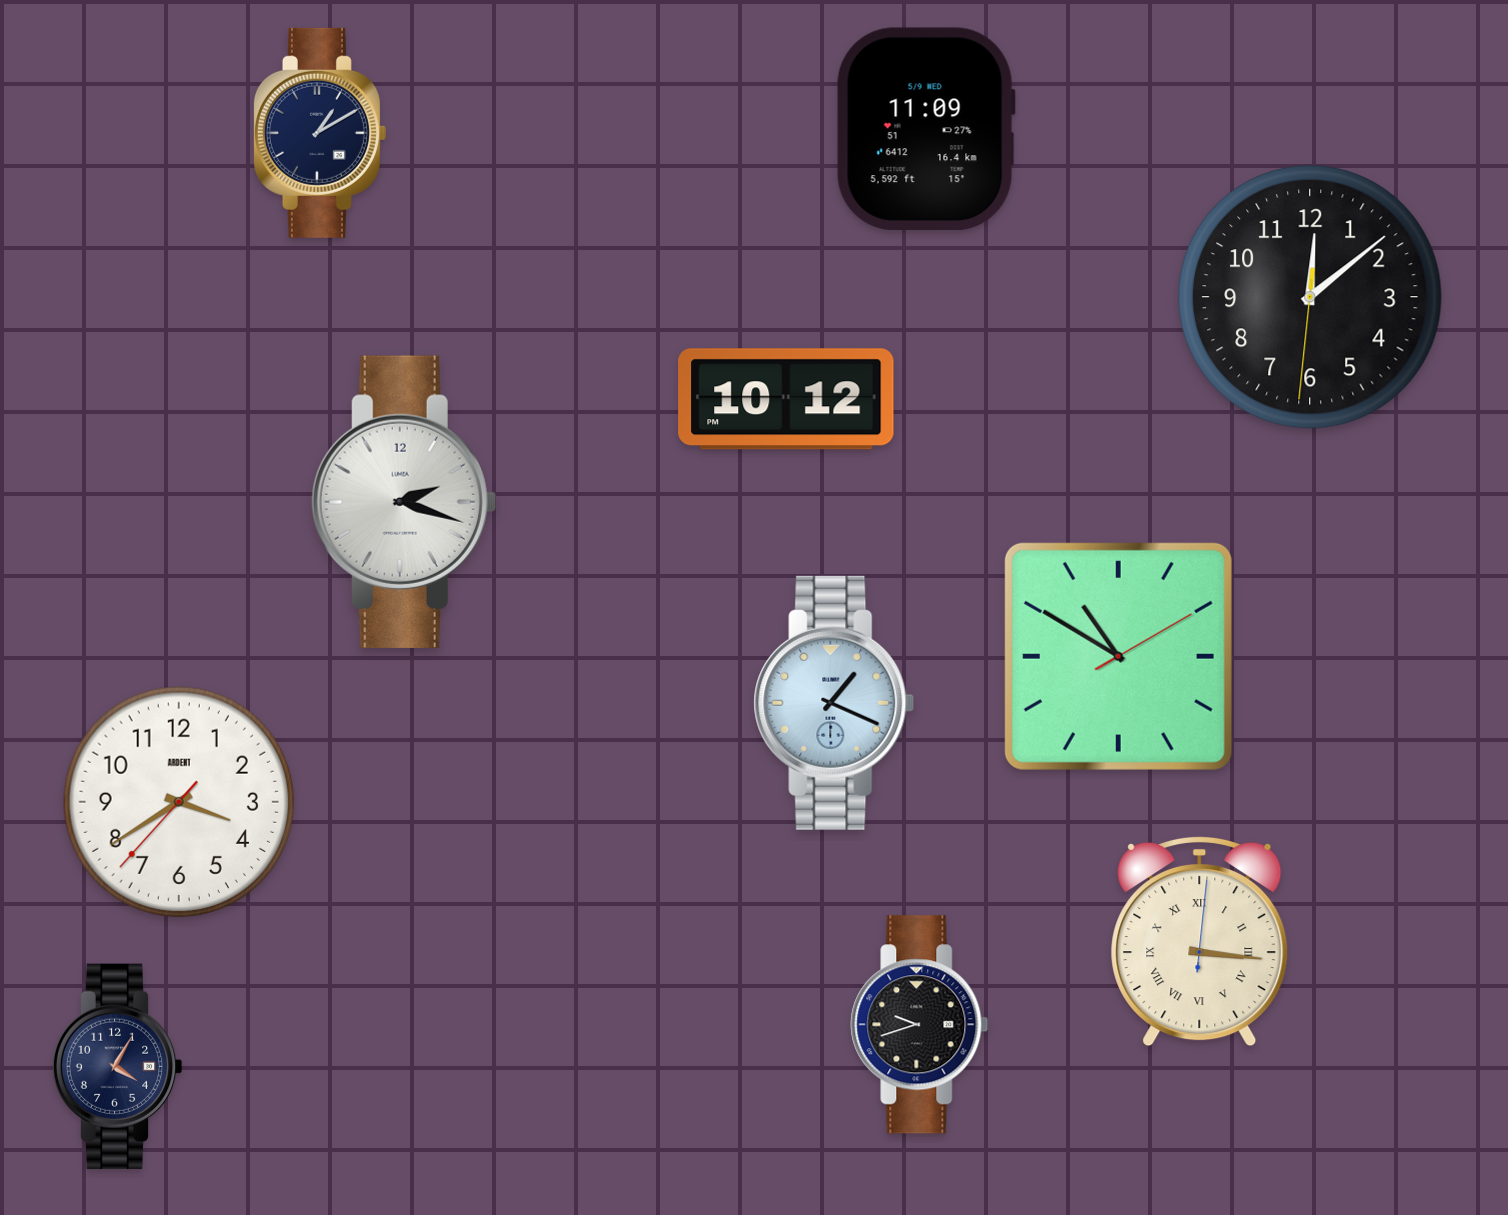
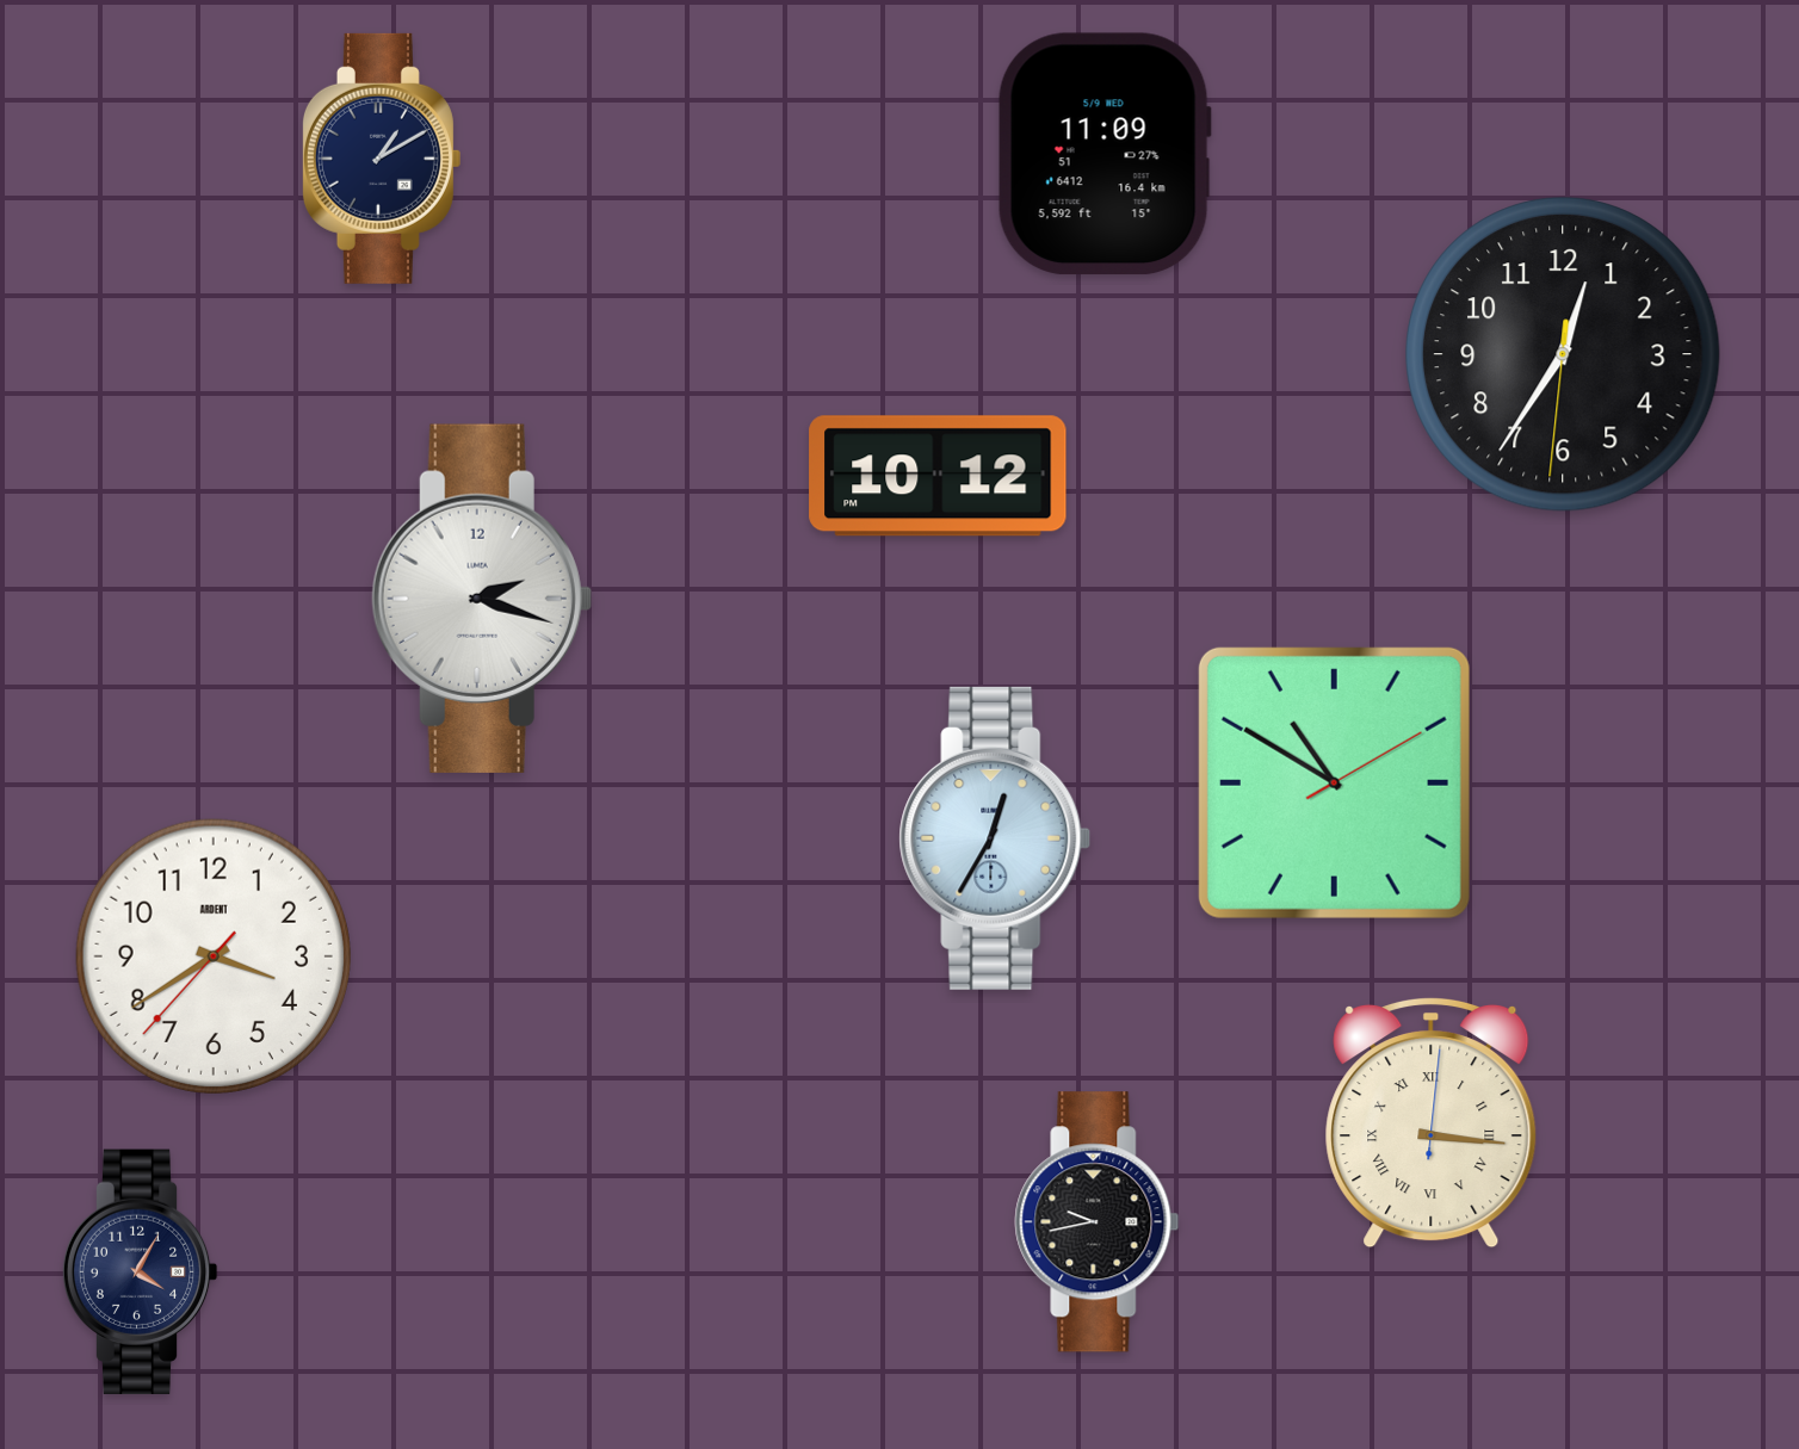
clock at (1311, 298): 12:08 -> 12:35
clock at (834, 703): 1:19 -> 12:35
clock at (920, 1025): 9:42 -> 9:43
